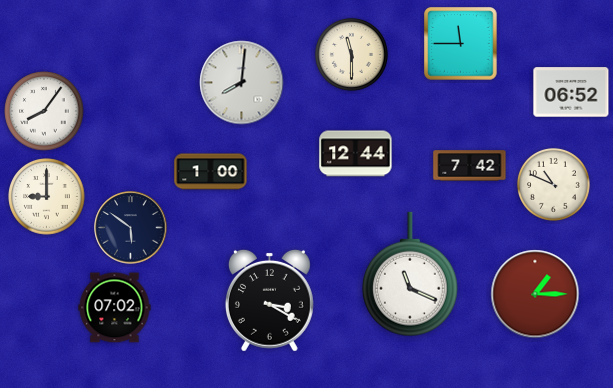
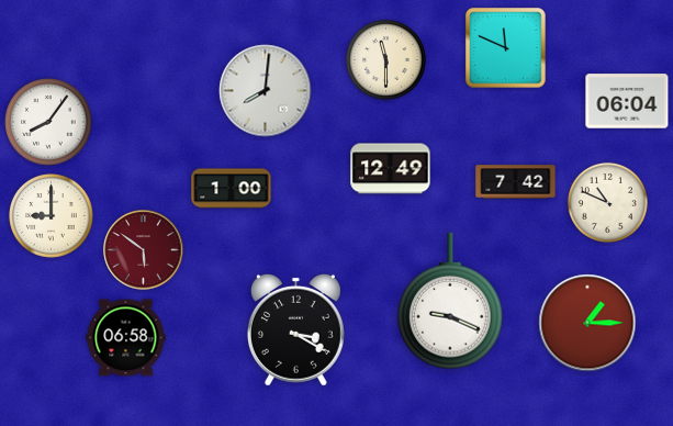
clock at (461, 44): 11:45 -> 11:49
clock at (571, 92): 06:52 -> 06:04
clock at (356, 154): 12:44 -> 12:49
clock at (131, 228) dial: navy -> burgundy
clock at (410, 274): 11:19 -> 9:19
clock at (115, 308): 07:02 -> 06:58
